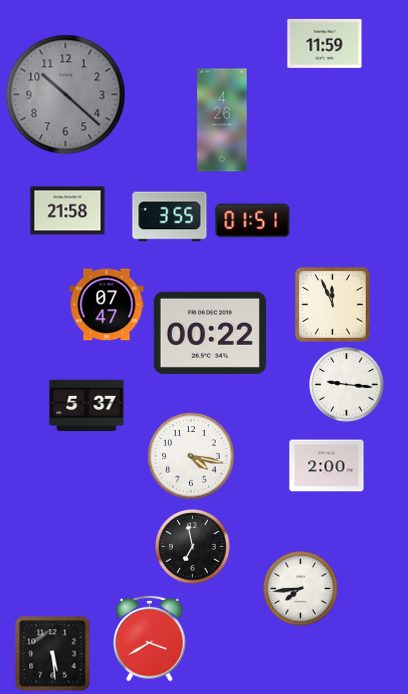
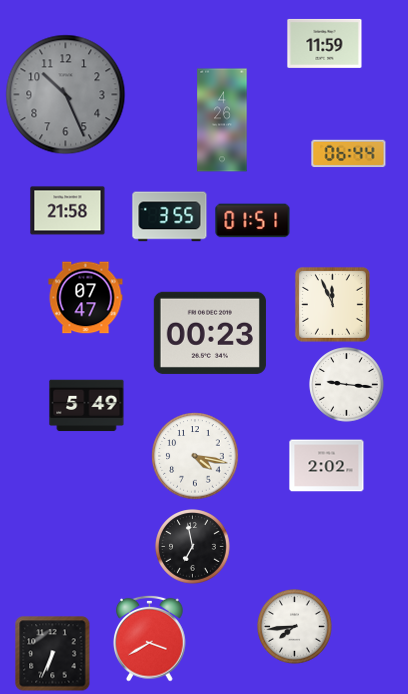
clock at (66, 95): 10:22 -> 10:26
clock at (349, 154): none -> 06:44
clock at (107, 305) position: (107, 305) -> (86, 298)
clock at (210, 333): 00:22 -> 00:23
clock at (87, 406): 5:37 -> 5:49
clock at (191, 456) position: (191, 456) -> (195, 456)
clock at (327, 466): 2:00 -> 2:02
clock at (301, 589) position: (301, 589) -> (295, 627)
clock at (53, 654): 5:29 -> 6:34
